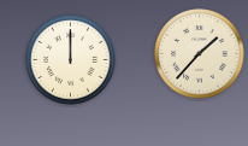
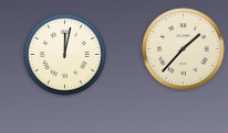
clock at (71, 60): 12:00 -> 12:02
